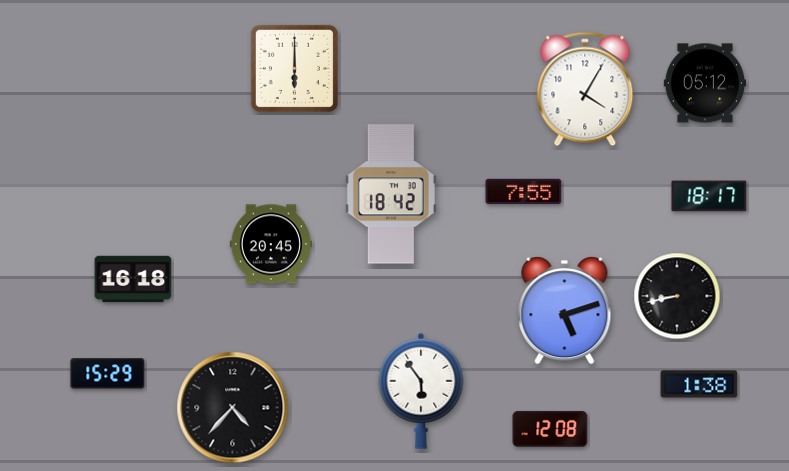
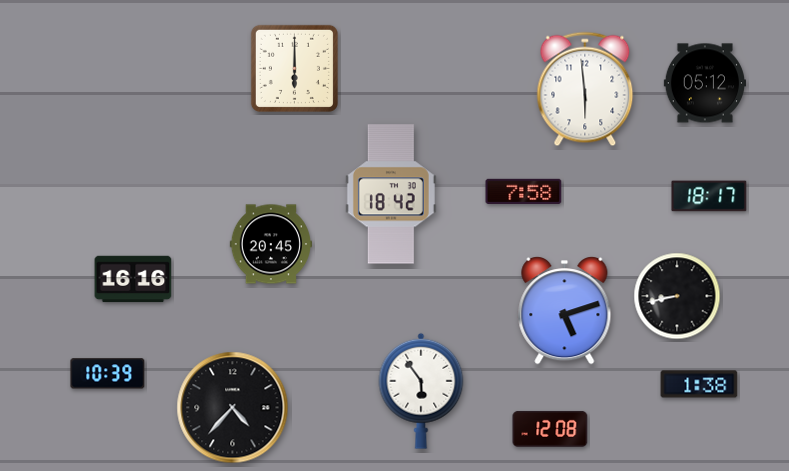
clock at (585, 89): 4:05 -> 5:59
clock at (524, 191): 7:55 -> 7:58
clock at (133, 279): 16:18 -> 16:16
clock at (108, 374): 15:29 -> 10:39
